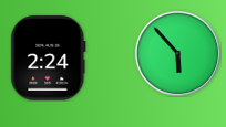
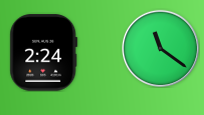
clock at (177, 53): 5:53 -> 11:21
